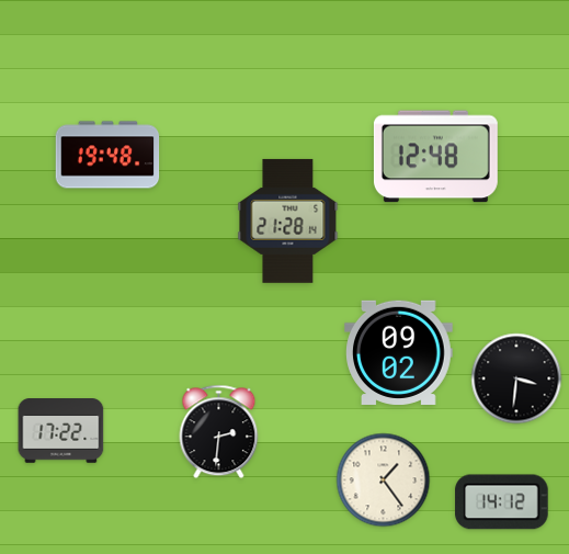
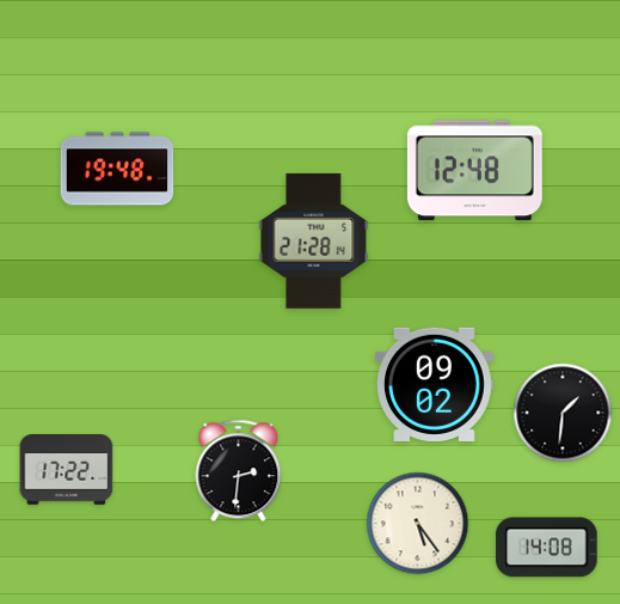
clock at (516, 378): 3:31 -> 1:31
clock at (384, 480): 1:24 -> 5:24
clock at (502, 502): 14:12 -> 14:08
